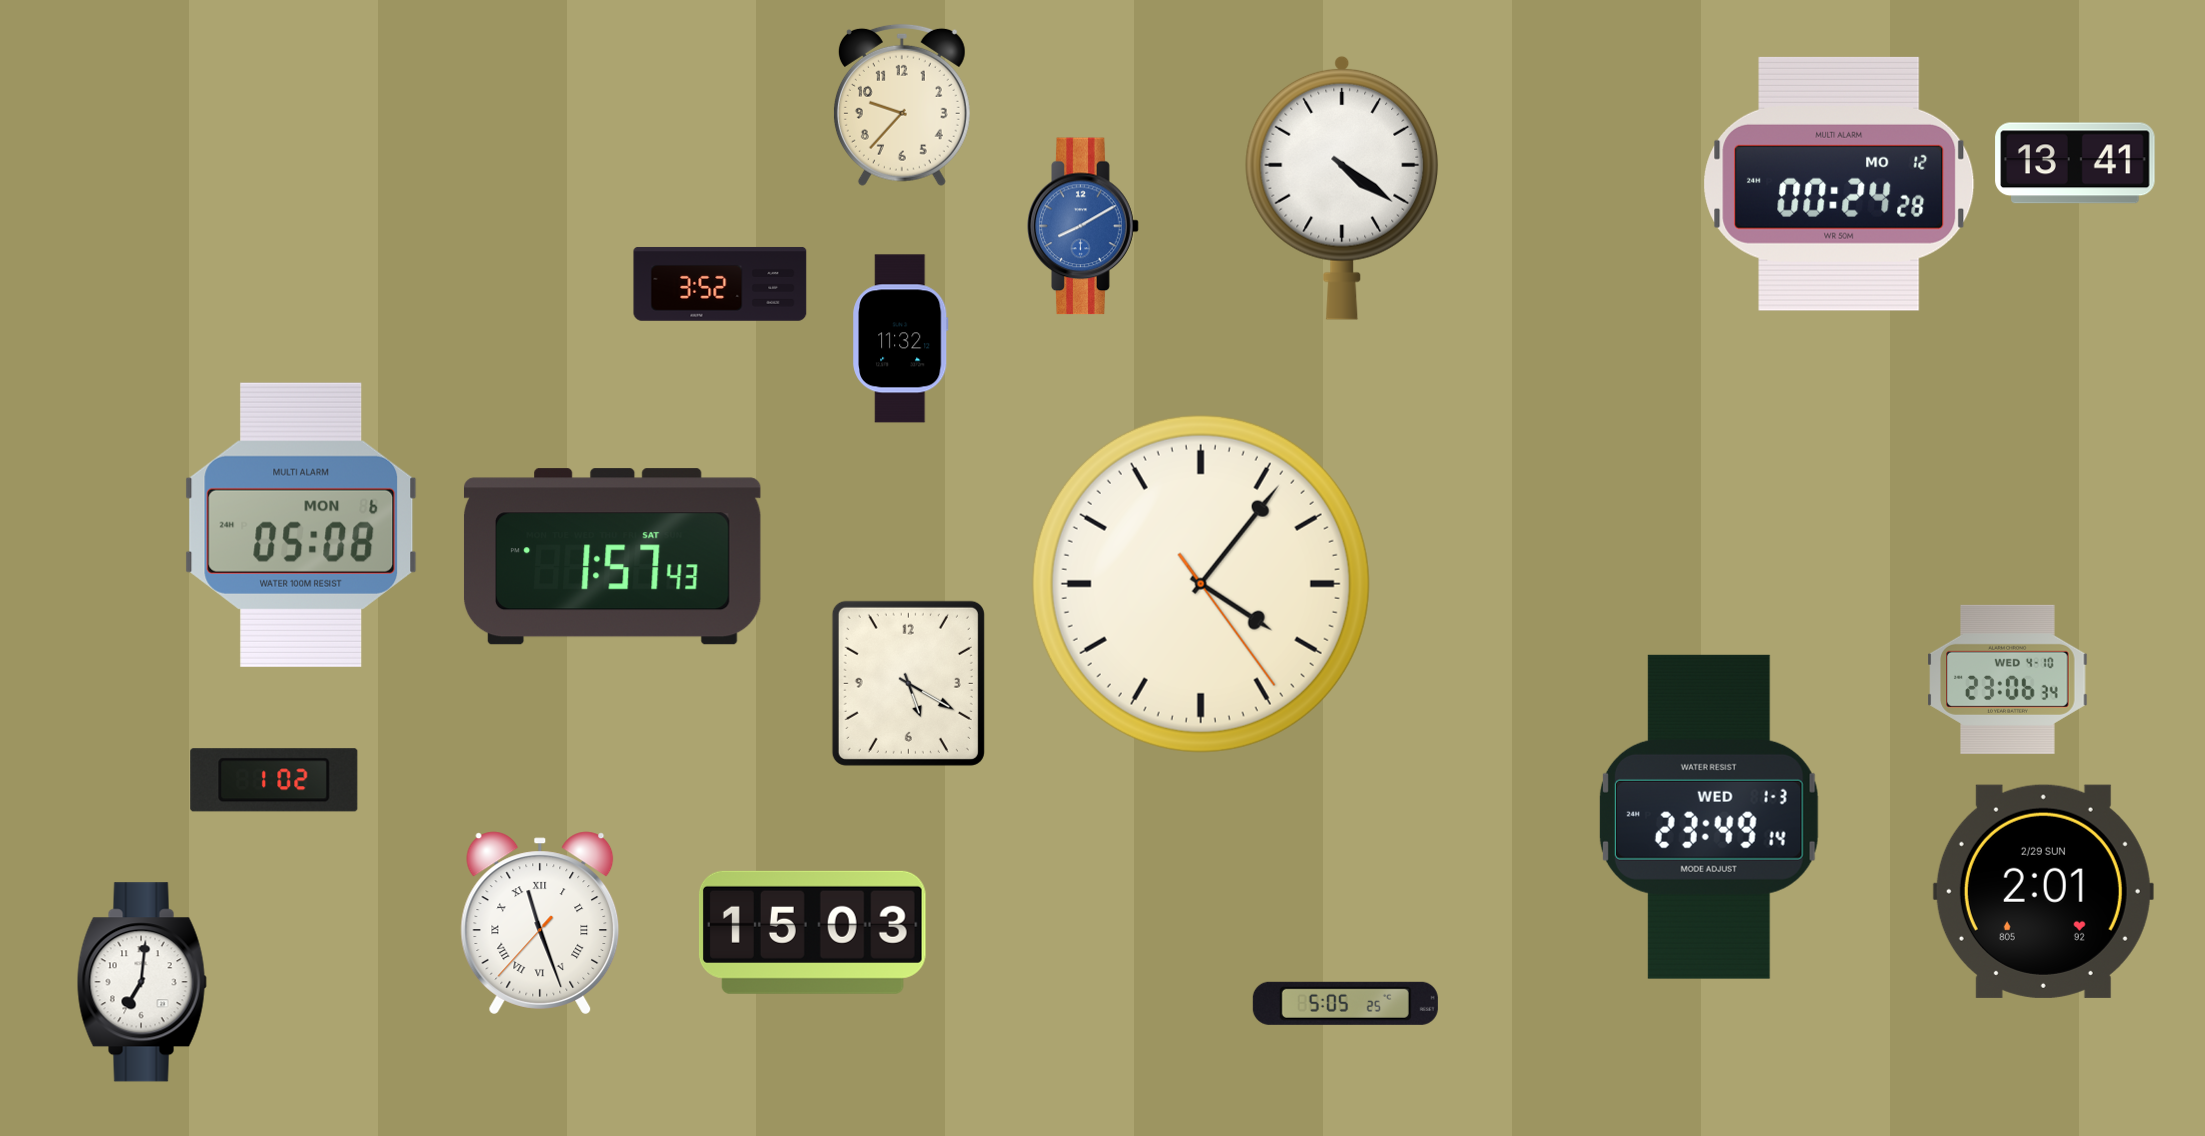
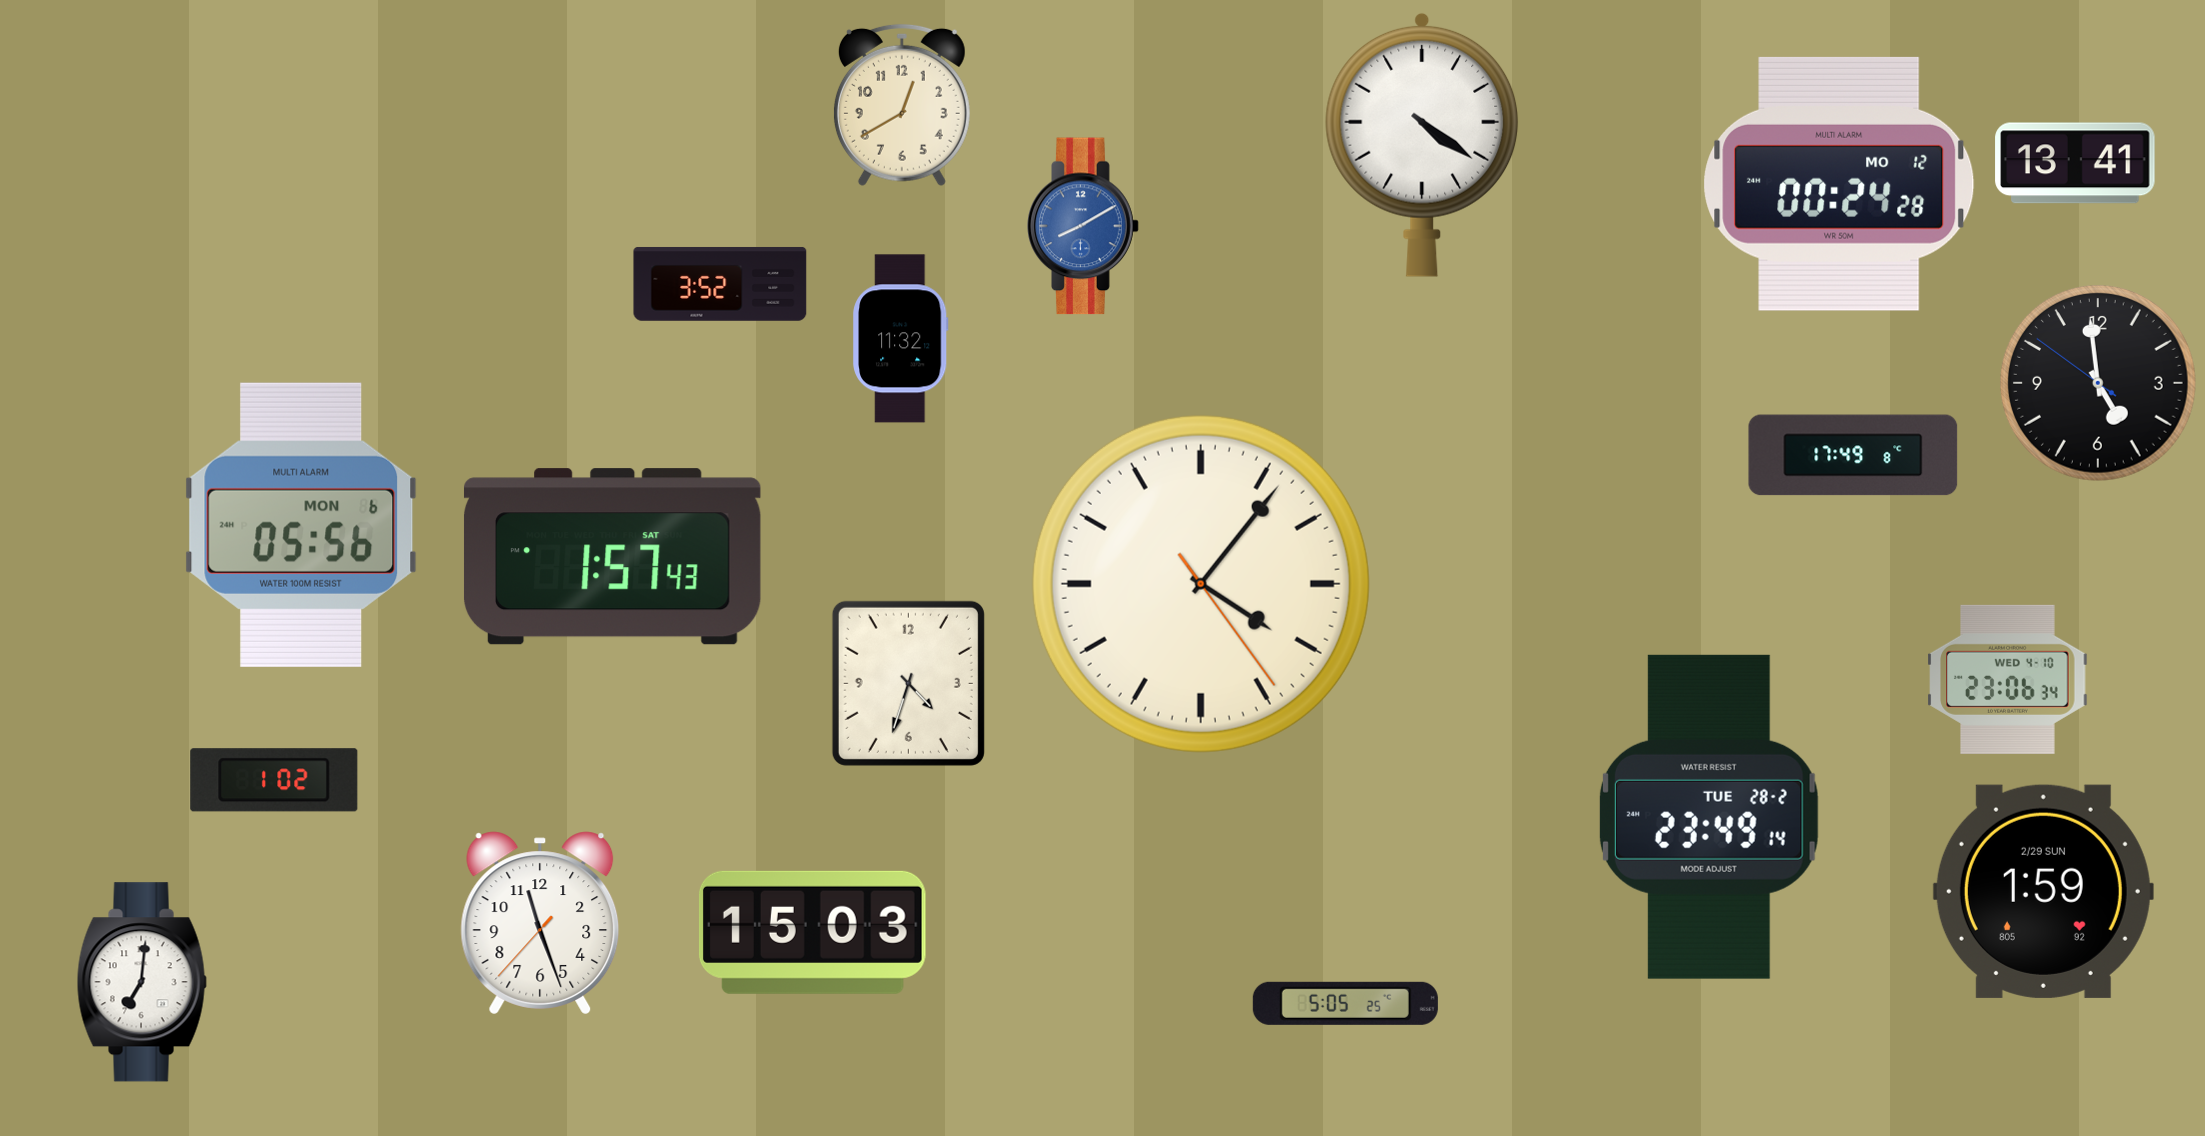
clock at (902, 105): 9:37 -> 12:40
clock at (1342, 188) position: (1342, 188) -> (1422, 145)
clock at (2099, 384): none -> 4:58
clock at (1853, 455): none -> 17:49
clock at (301, 525): 05:08 -> 05:56
clock at (908, 683): 5:20 -> 4:33
clock at (1709, 817) date: WED 1-3 -> TUE 28-2
clock at (2043, 891): 2:01 -> 1:59
clock at (540, 923) numerals: Roman -> Arabic
